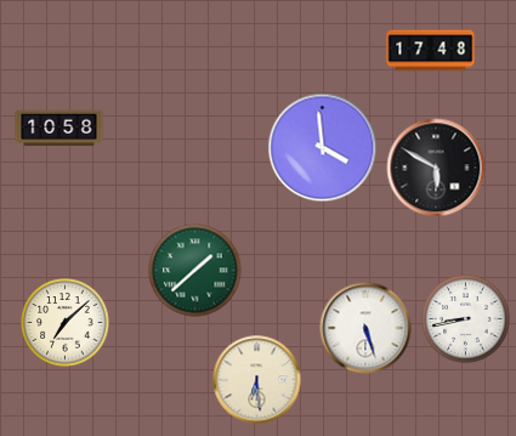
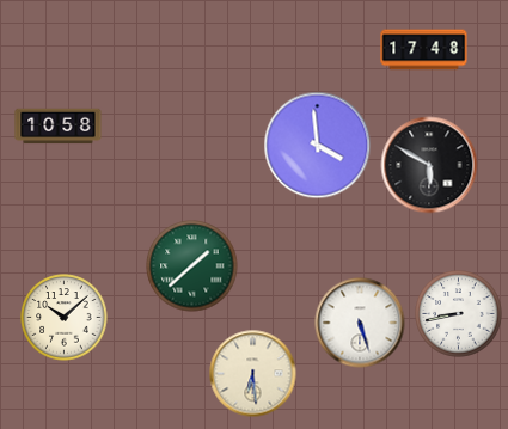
clock at (66, 323): 7:08 -> 10:08
